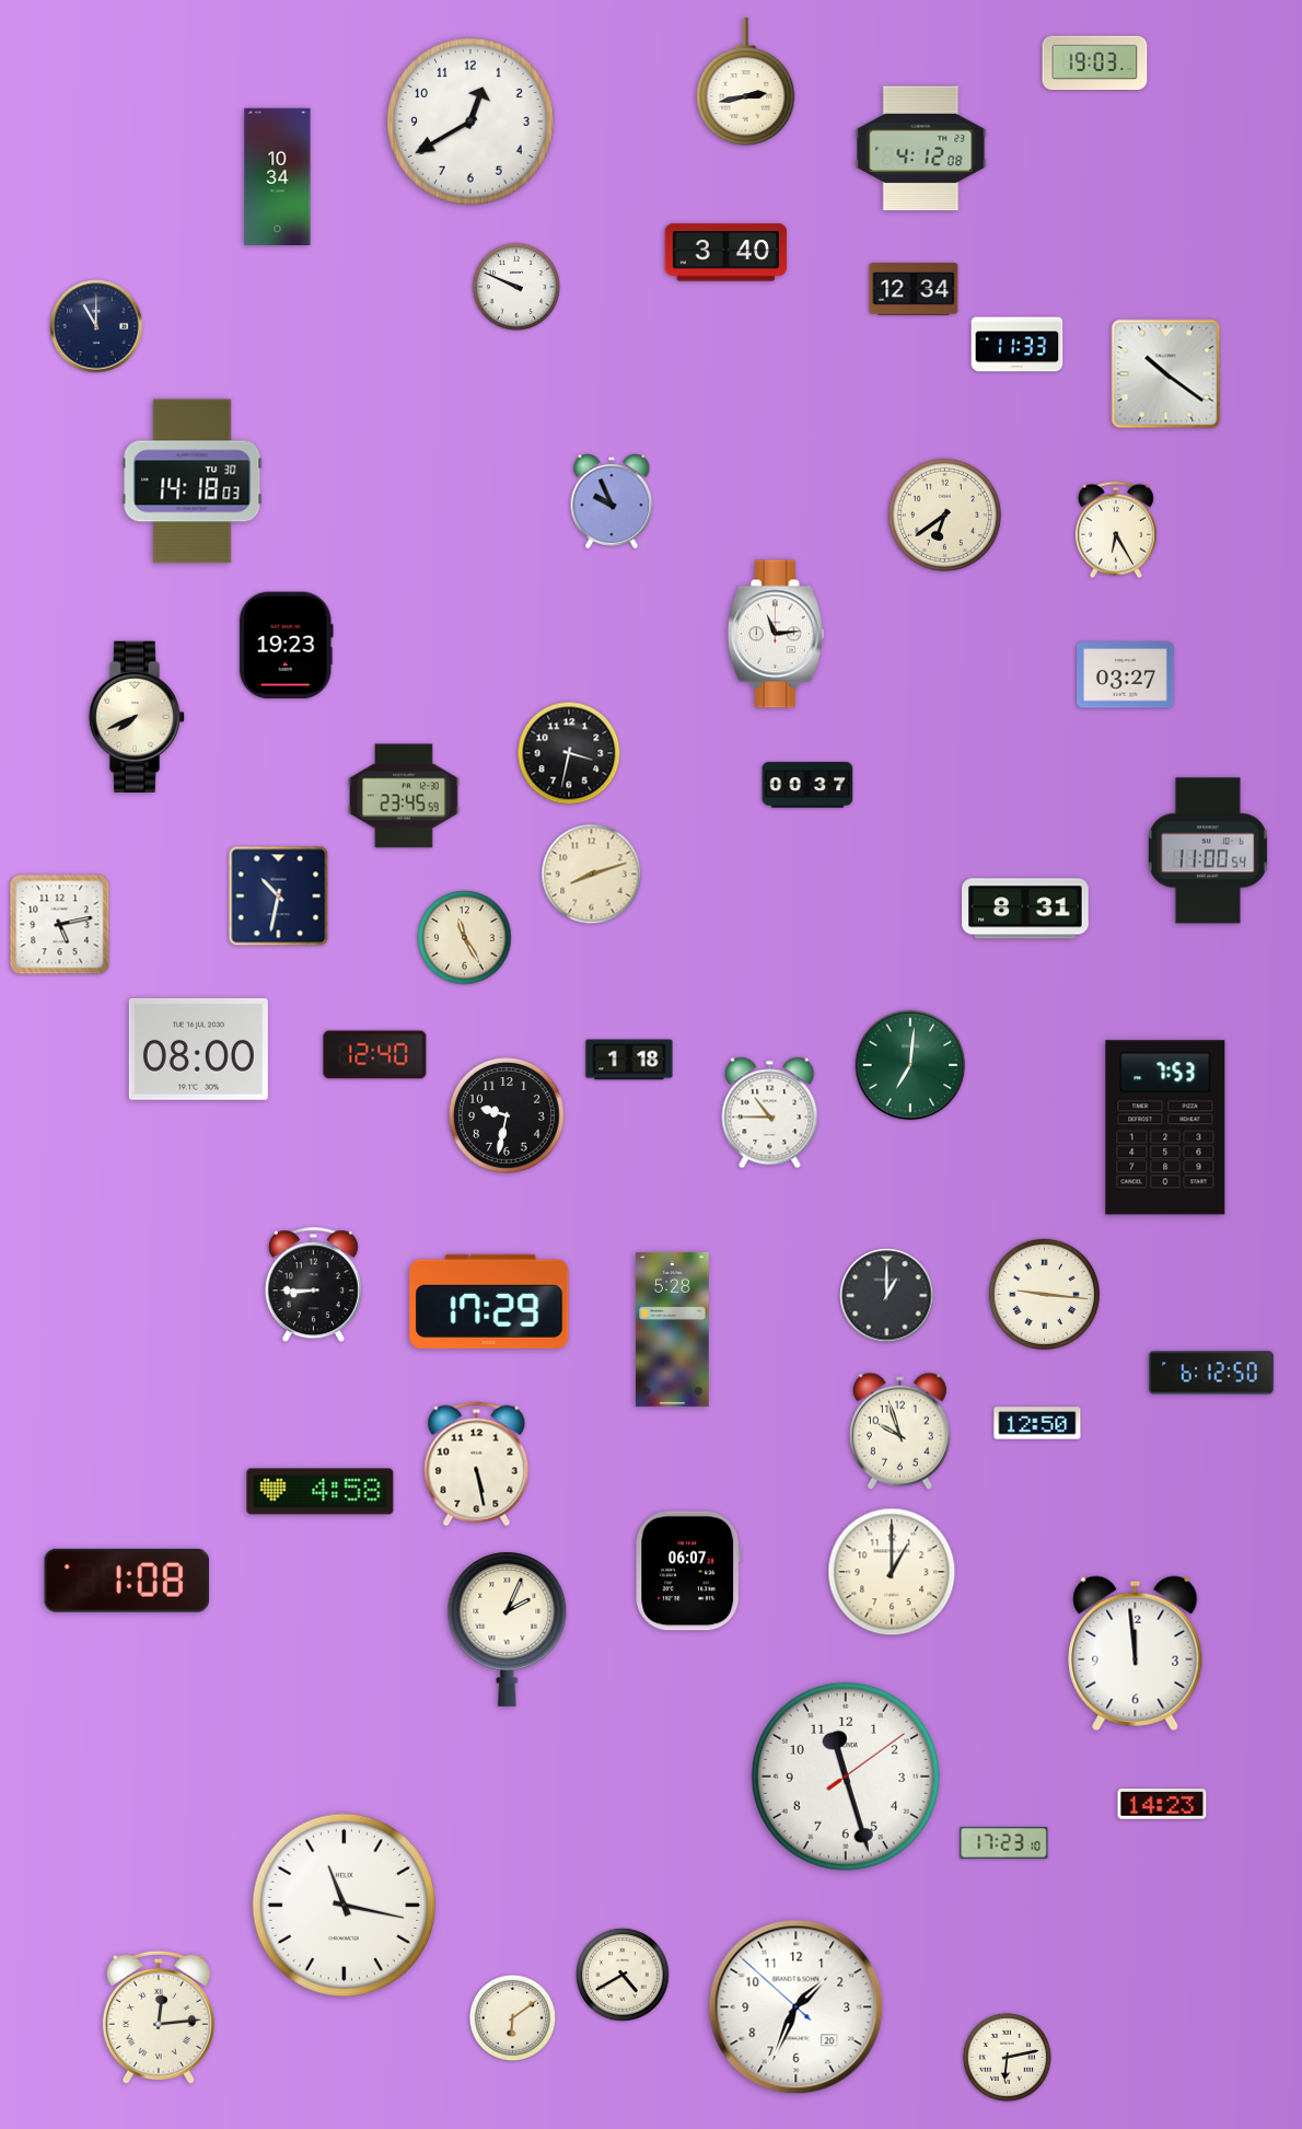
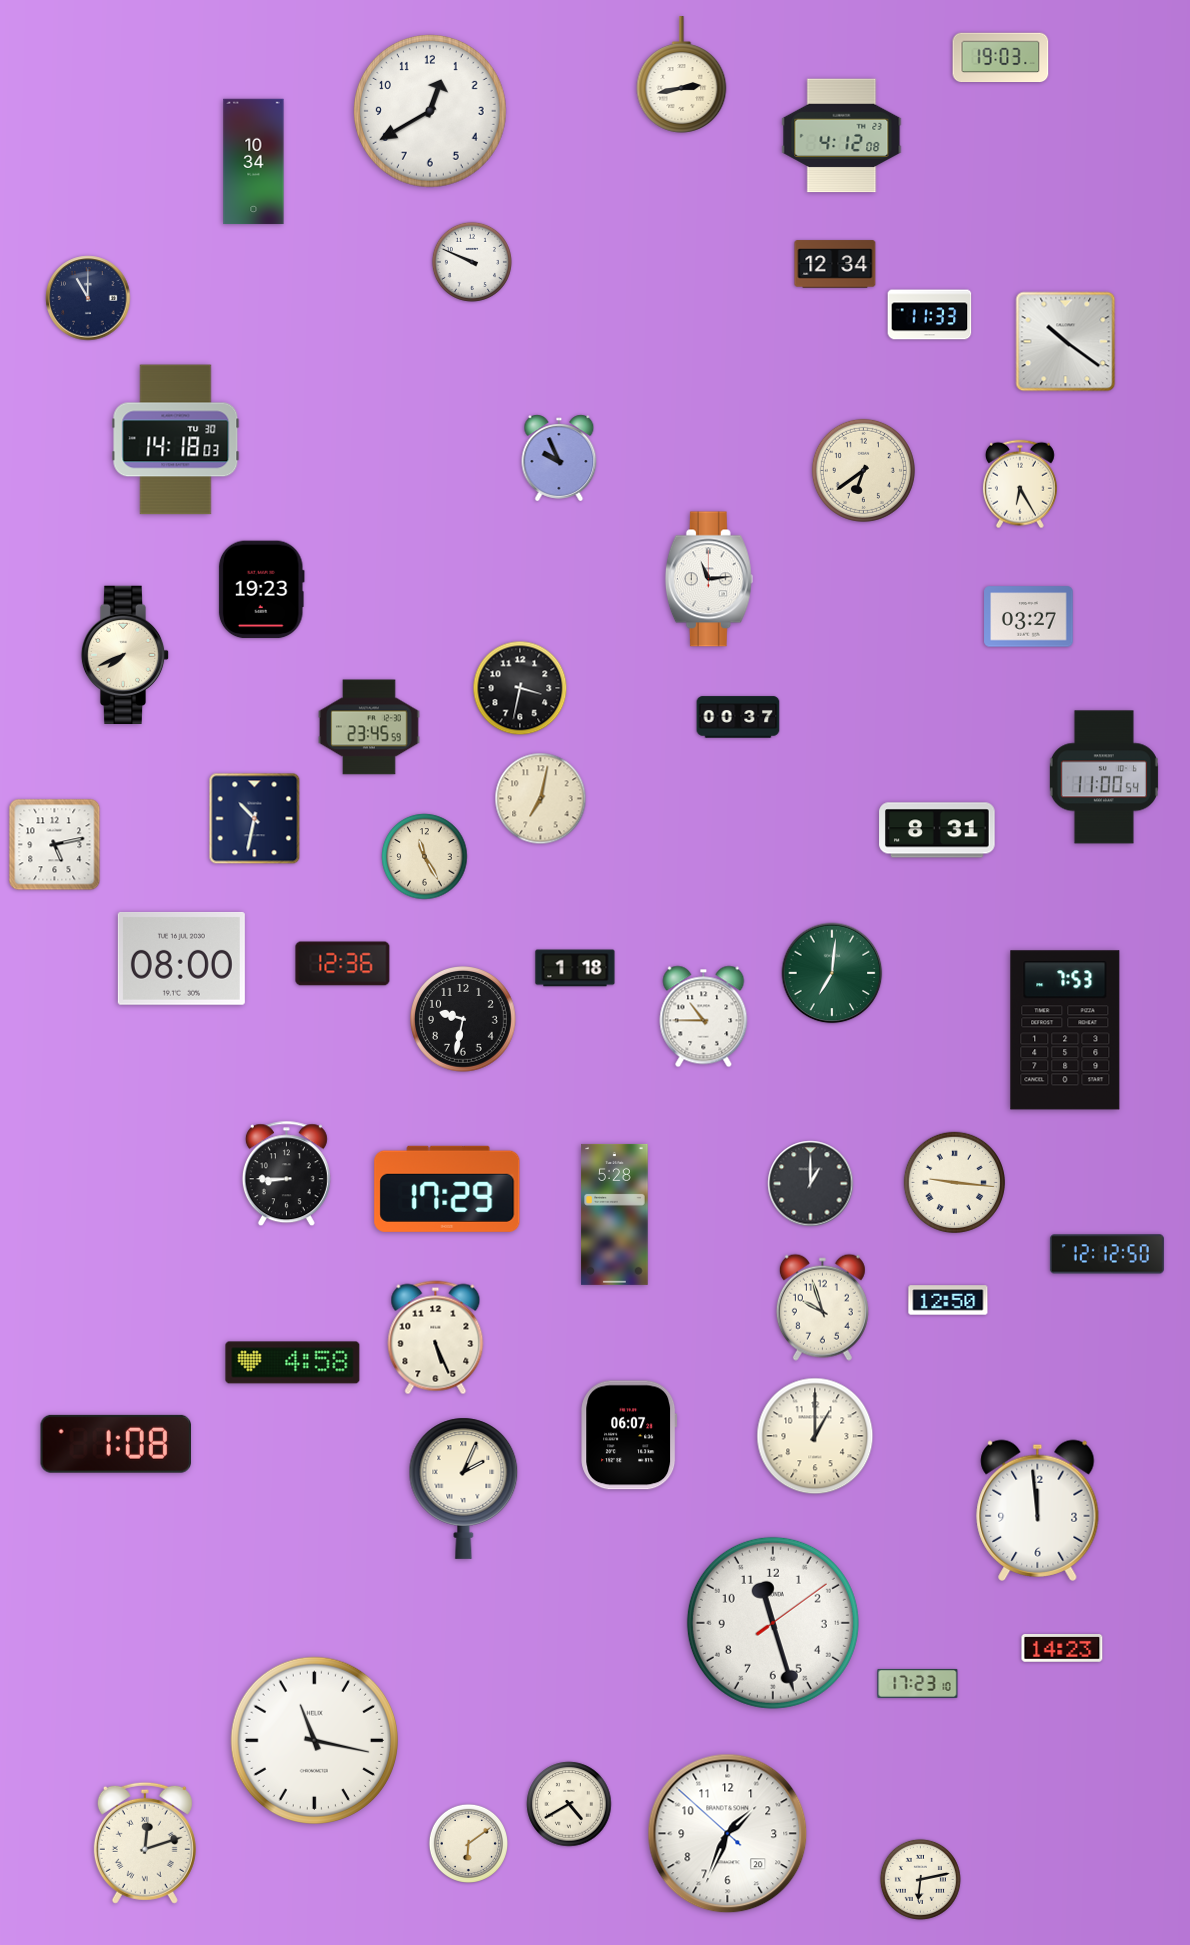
clock at (726, 253): 3:40 -> none
clock at (592, 875): 8:12 -> 7:02
clock at (375, 1055): 12:40 -> 12:36
clock at (1211, 1373): 6:12 -> 12:12
clock at (477, 1465): 5:28 -> 5:26
clock at (159, 2017): 12:14 -> 12:12
